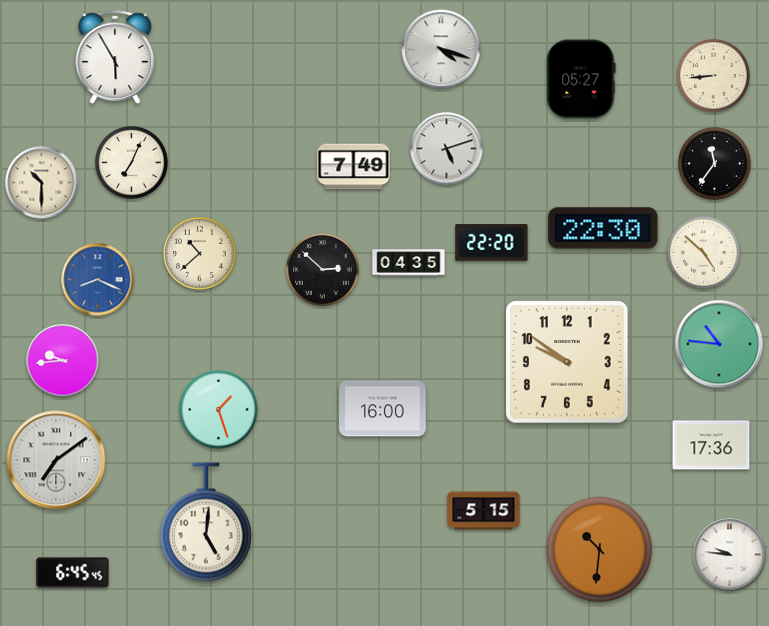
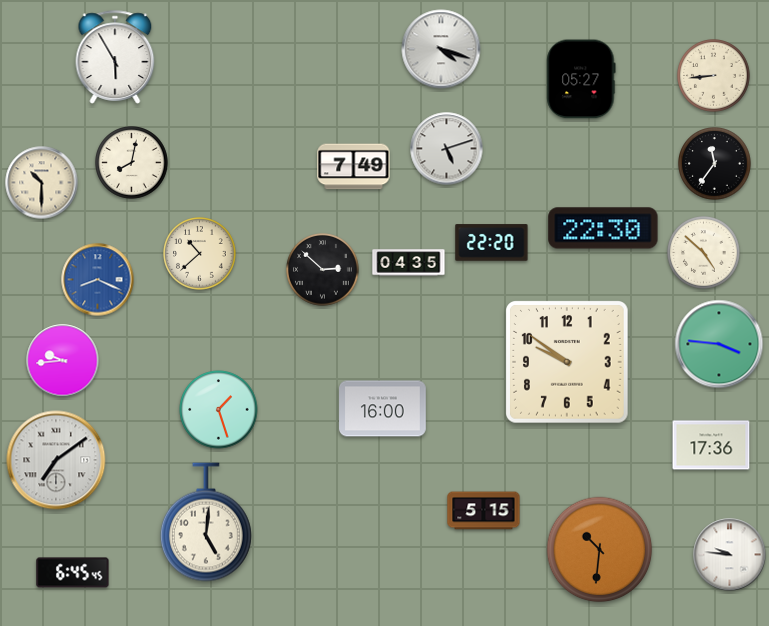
clock at (132, 163): 7:04 -> 8:02
clock at (719, 344): 10:46 -> 3:46
